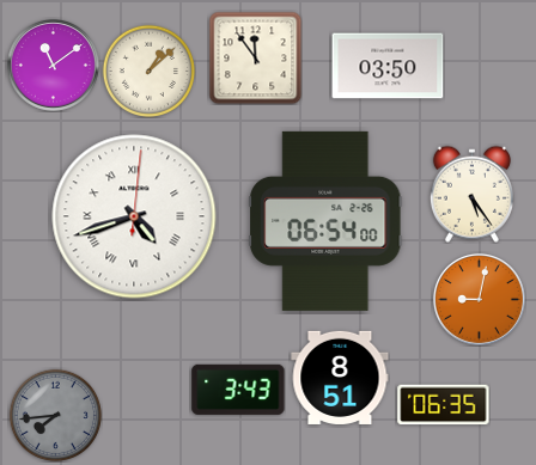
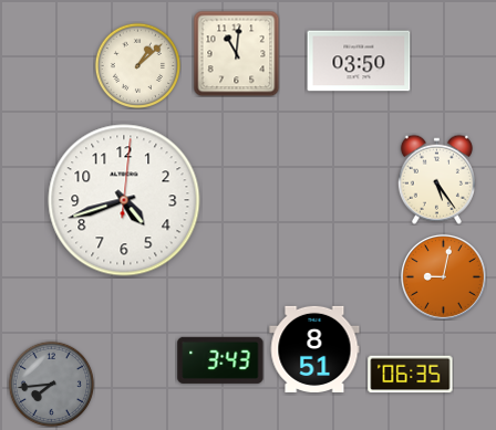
clock at (255, 57): 11:54 -> 11:01
clock at (53, 65): 11:09 -> none
clock at (134, 216) numerals: Roman -> Arabic
clock at (325, 221): 06:54 -> none
